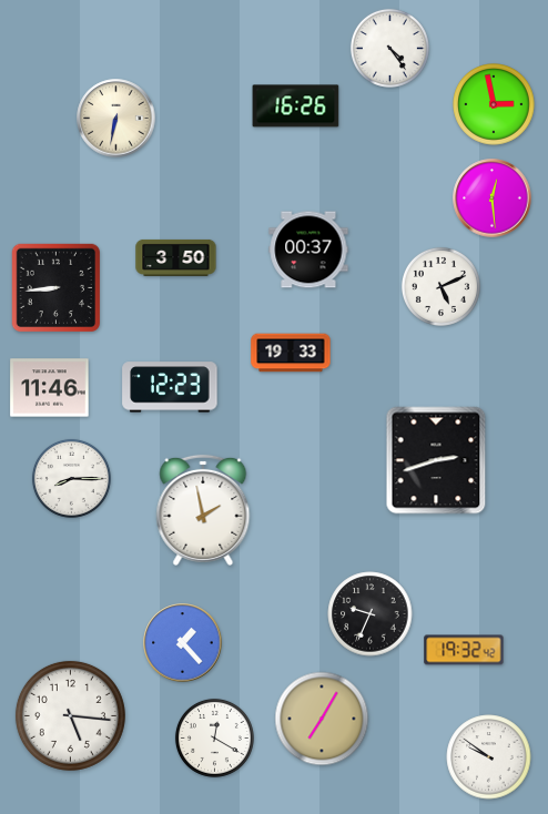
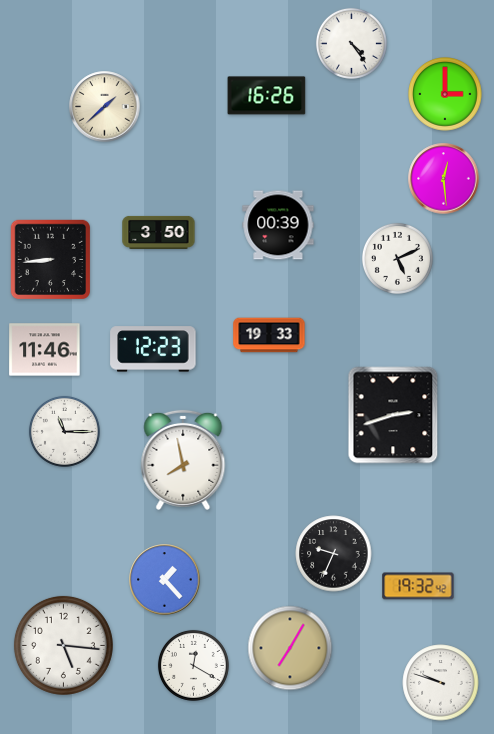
clock at (494, 104): 2:58 -> 3:00
clock at (116, 119): 6:32 -> 1:38
clock at (308, 250): 00:37 -> 00:39
clock at (291, 353) position: (291, 353) -> (269, 335)
clock at (71, 478): 8:15 -> 11:15
clock at (203, 510): 1:58 -> 7:58
clock at (489, 757): 9:51 -> 9:48
